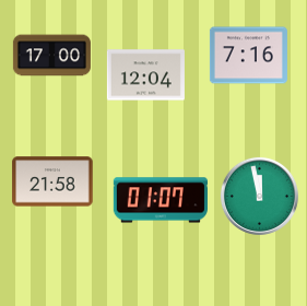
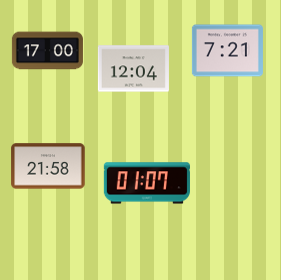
clock at (248, 56): 7:16 -> 7:21
clock at (259, 196): 11:58 -> none
